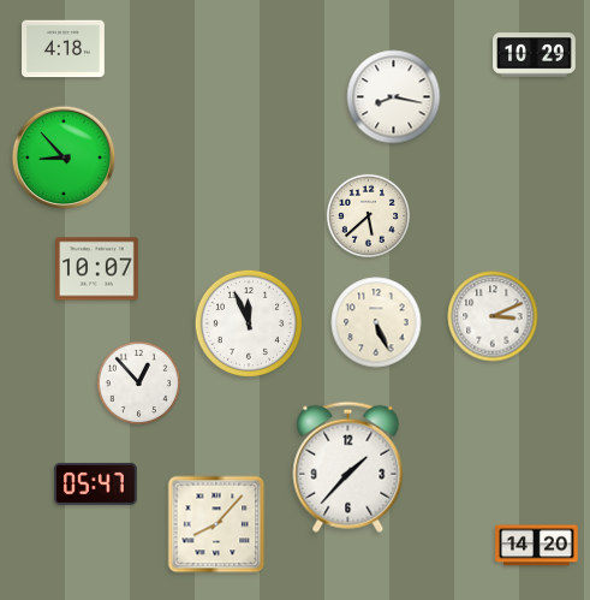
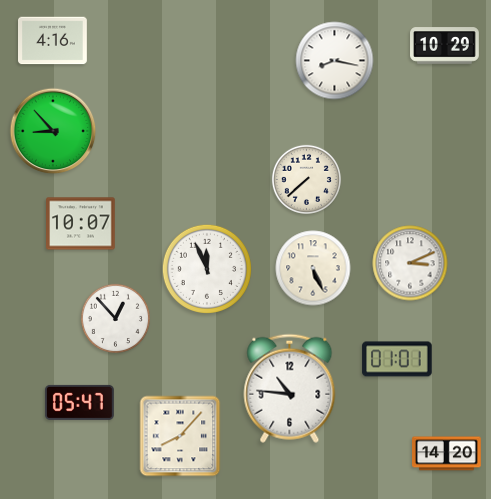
clock at (64, 49): 4:18 -> 4:16
clock at (394, 97) position: (394, 97) -> (335, 61)
clock at (368, 215): 5:38 -> 7:38
clock at (397, 359): none -> 01:01
clock at (348, 467): 1:37 -> 10:46
